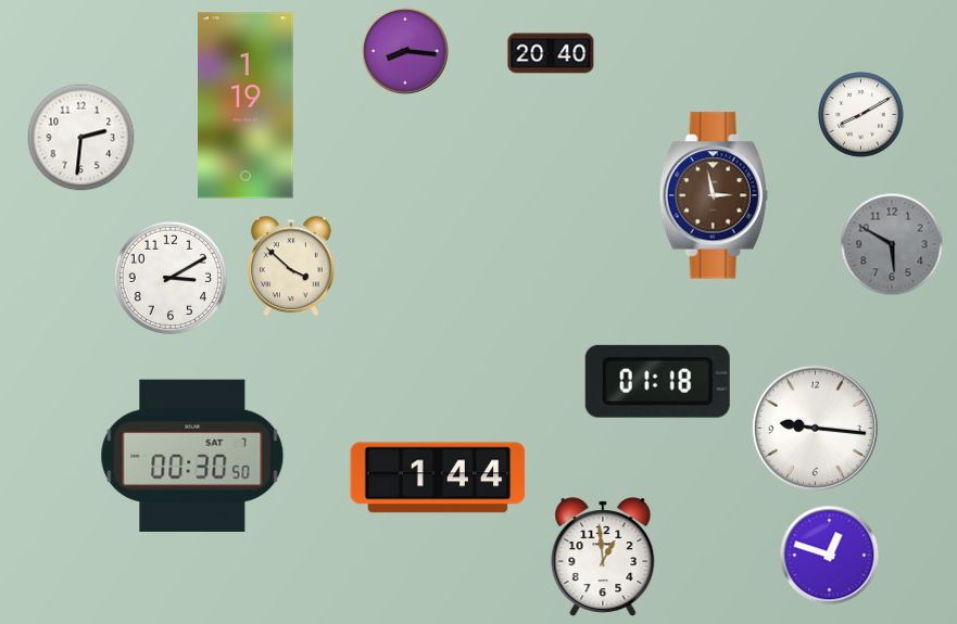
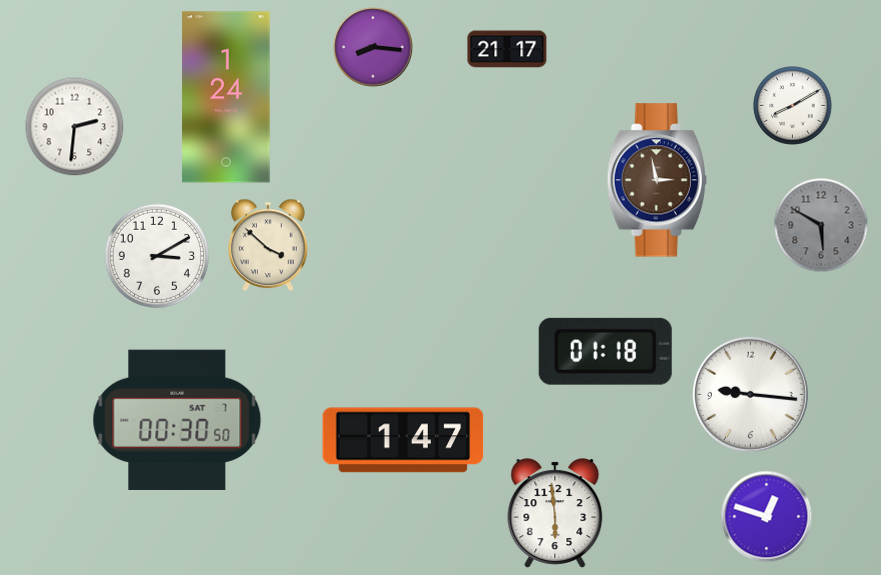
clock at (551, 53): 20:40 -> 21:17
clock at (245, 105): 1:19 -> 1:24
clock at (438, 477): 1:44 -> 1:47
clock at (830, 556) position: (830, 556) -> (767, 517)
clock at (603, 557): 12:59 -> 5:59
